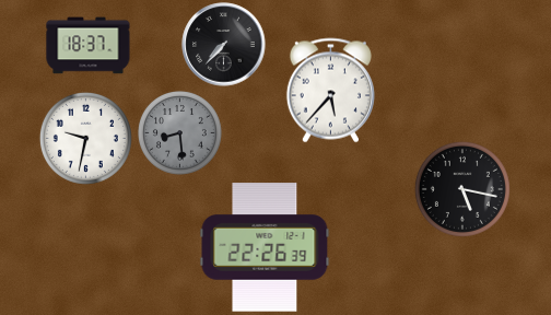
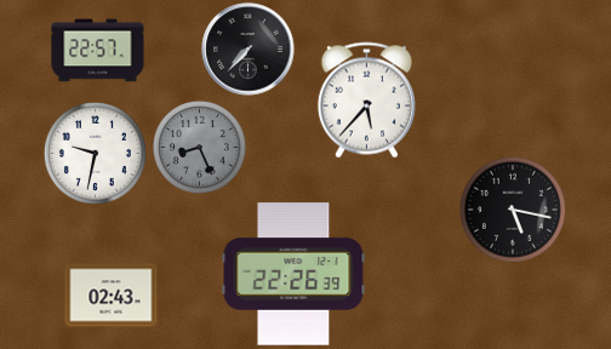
clock at (89, 46): 18:37 -> 22:57
clock at (179, 132): 8:29 -> 8:26
clock at (112, 296): none -> 02:43
